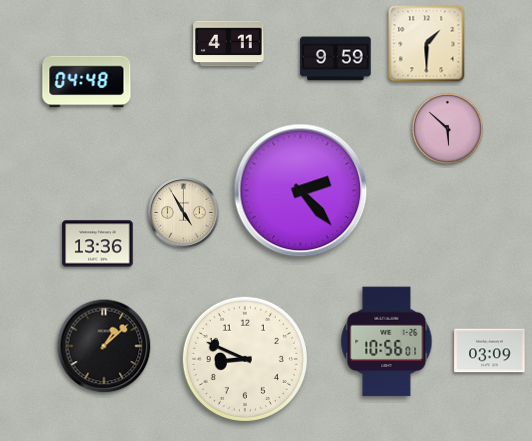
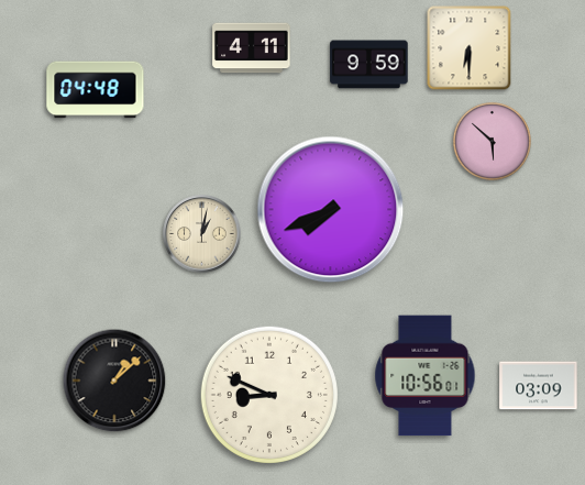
clock at (427, 44): 1:30 -> 6:30
clock at (301, 191): 2:23 -> 7:41
clock at (184, 213): 4:55 -> 1:02
clock at (98, 244): 13:36 -> none
